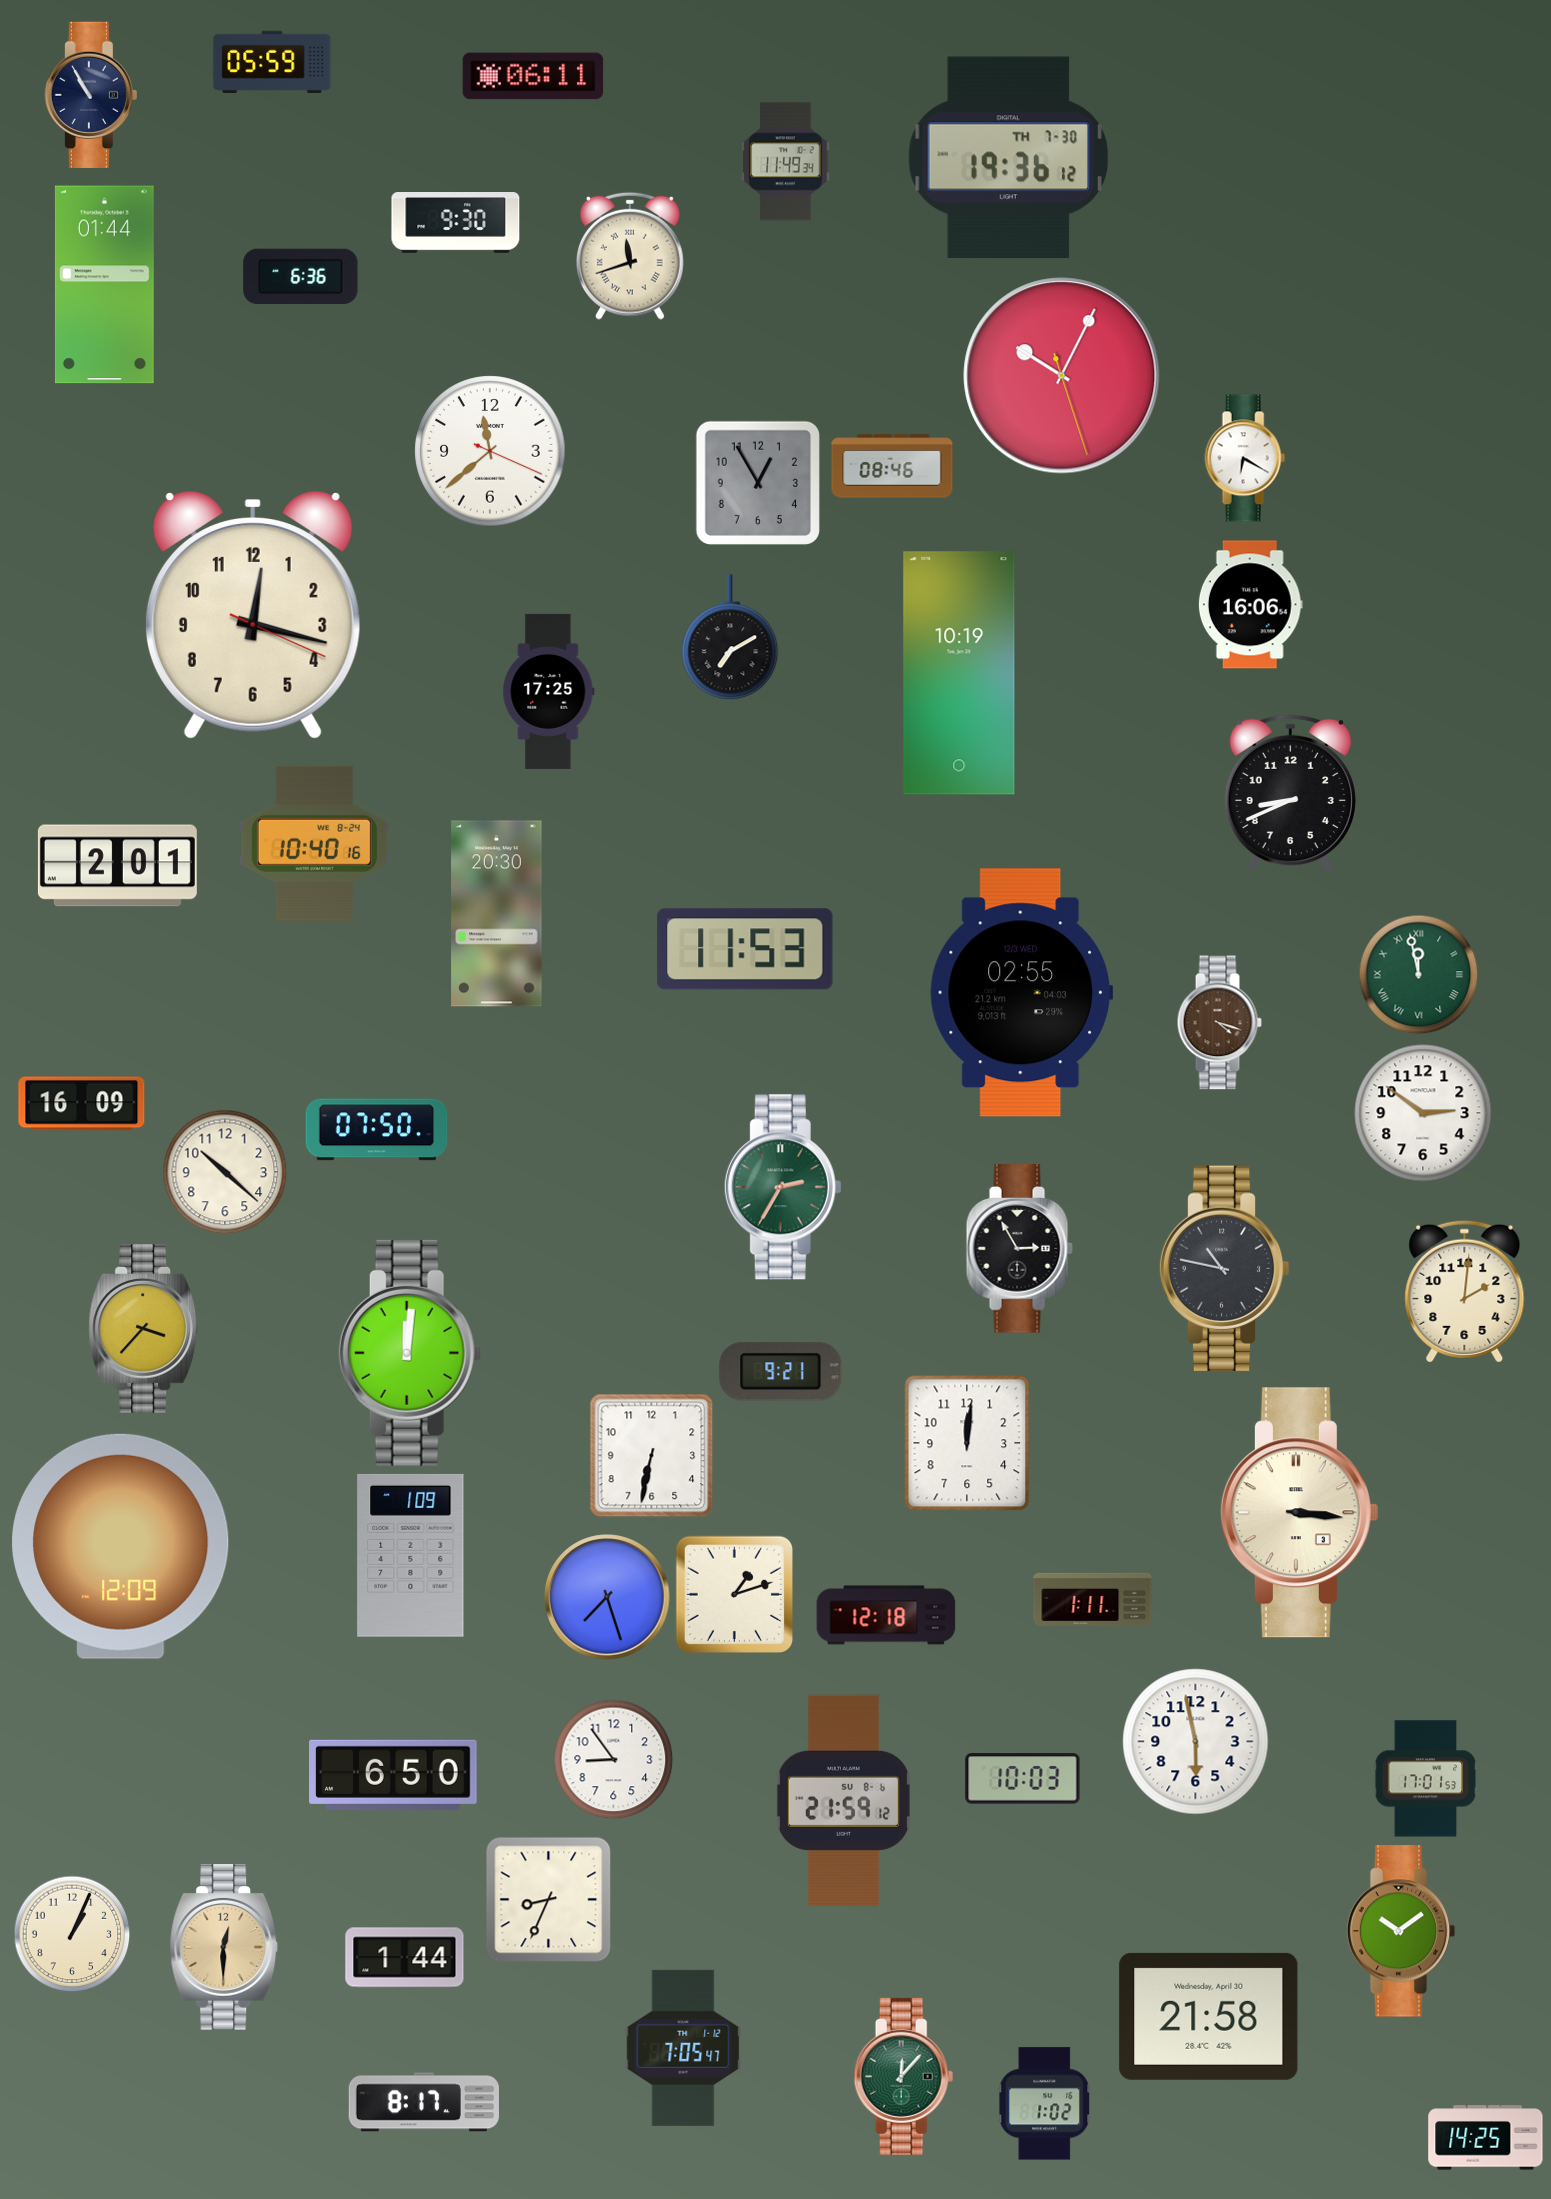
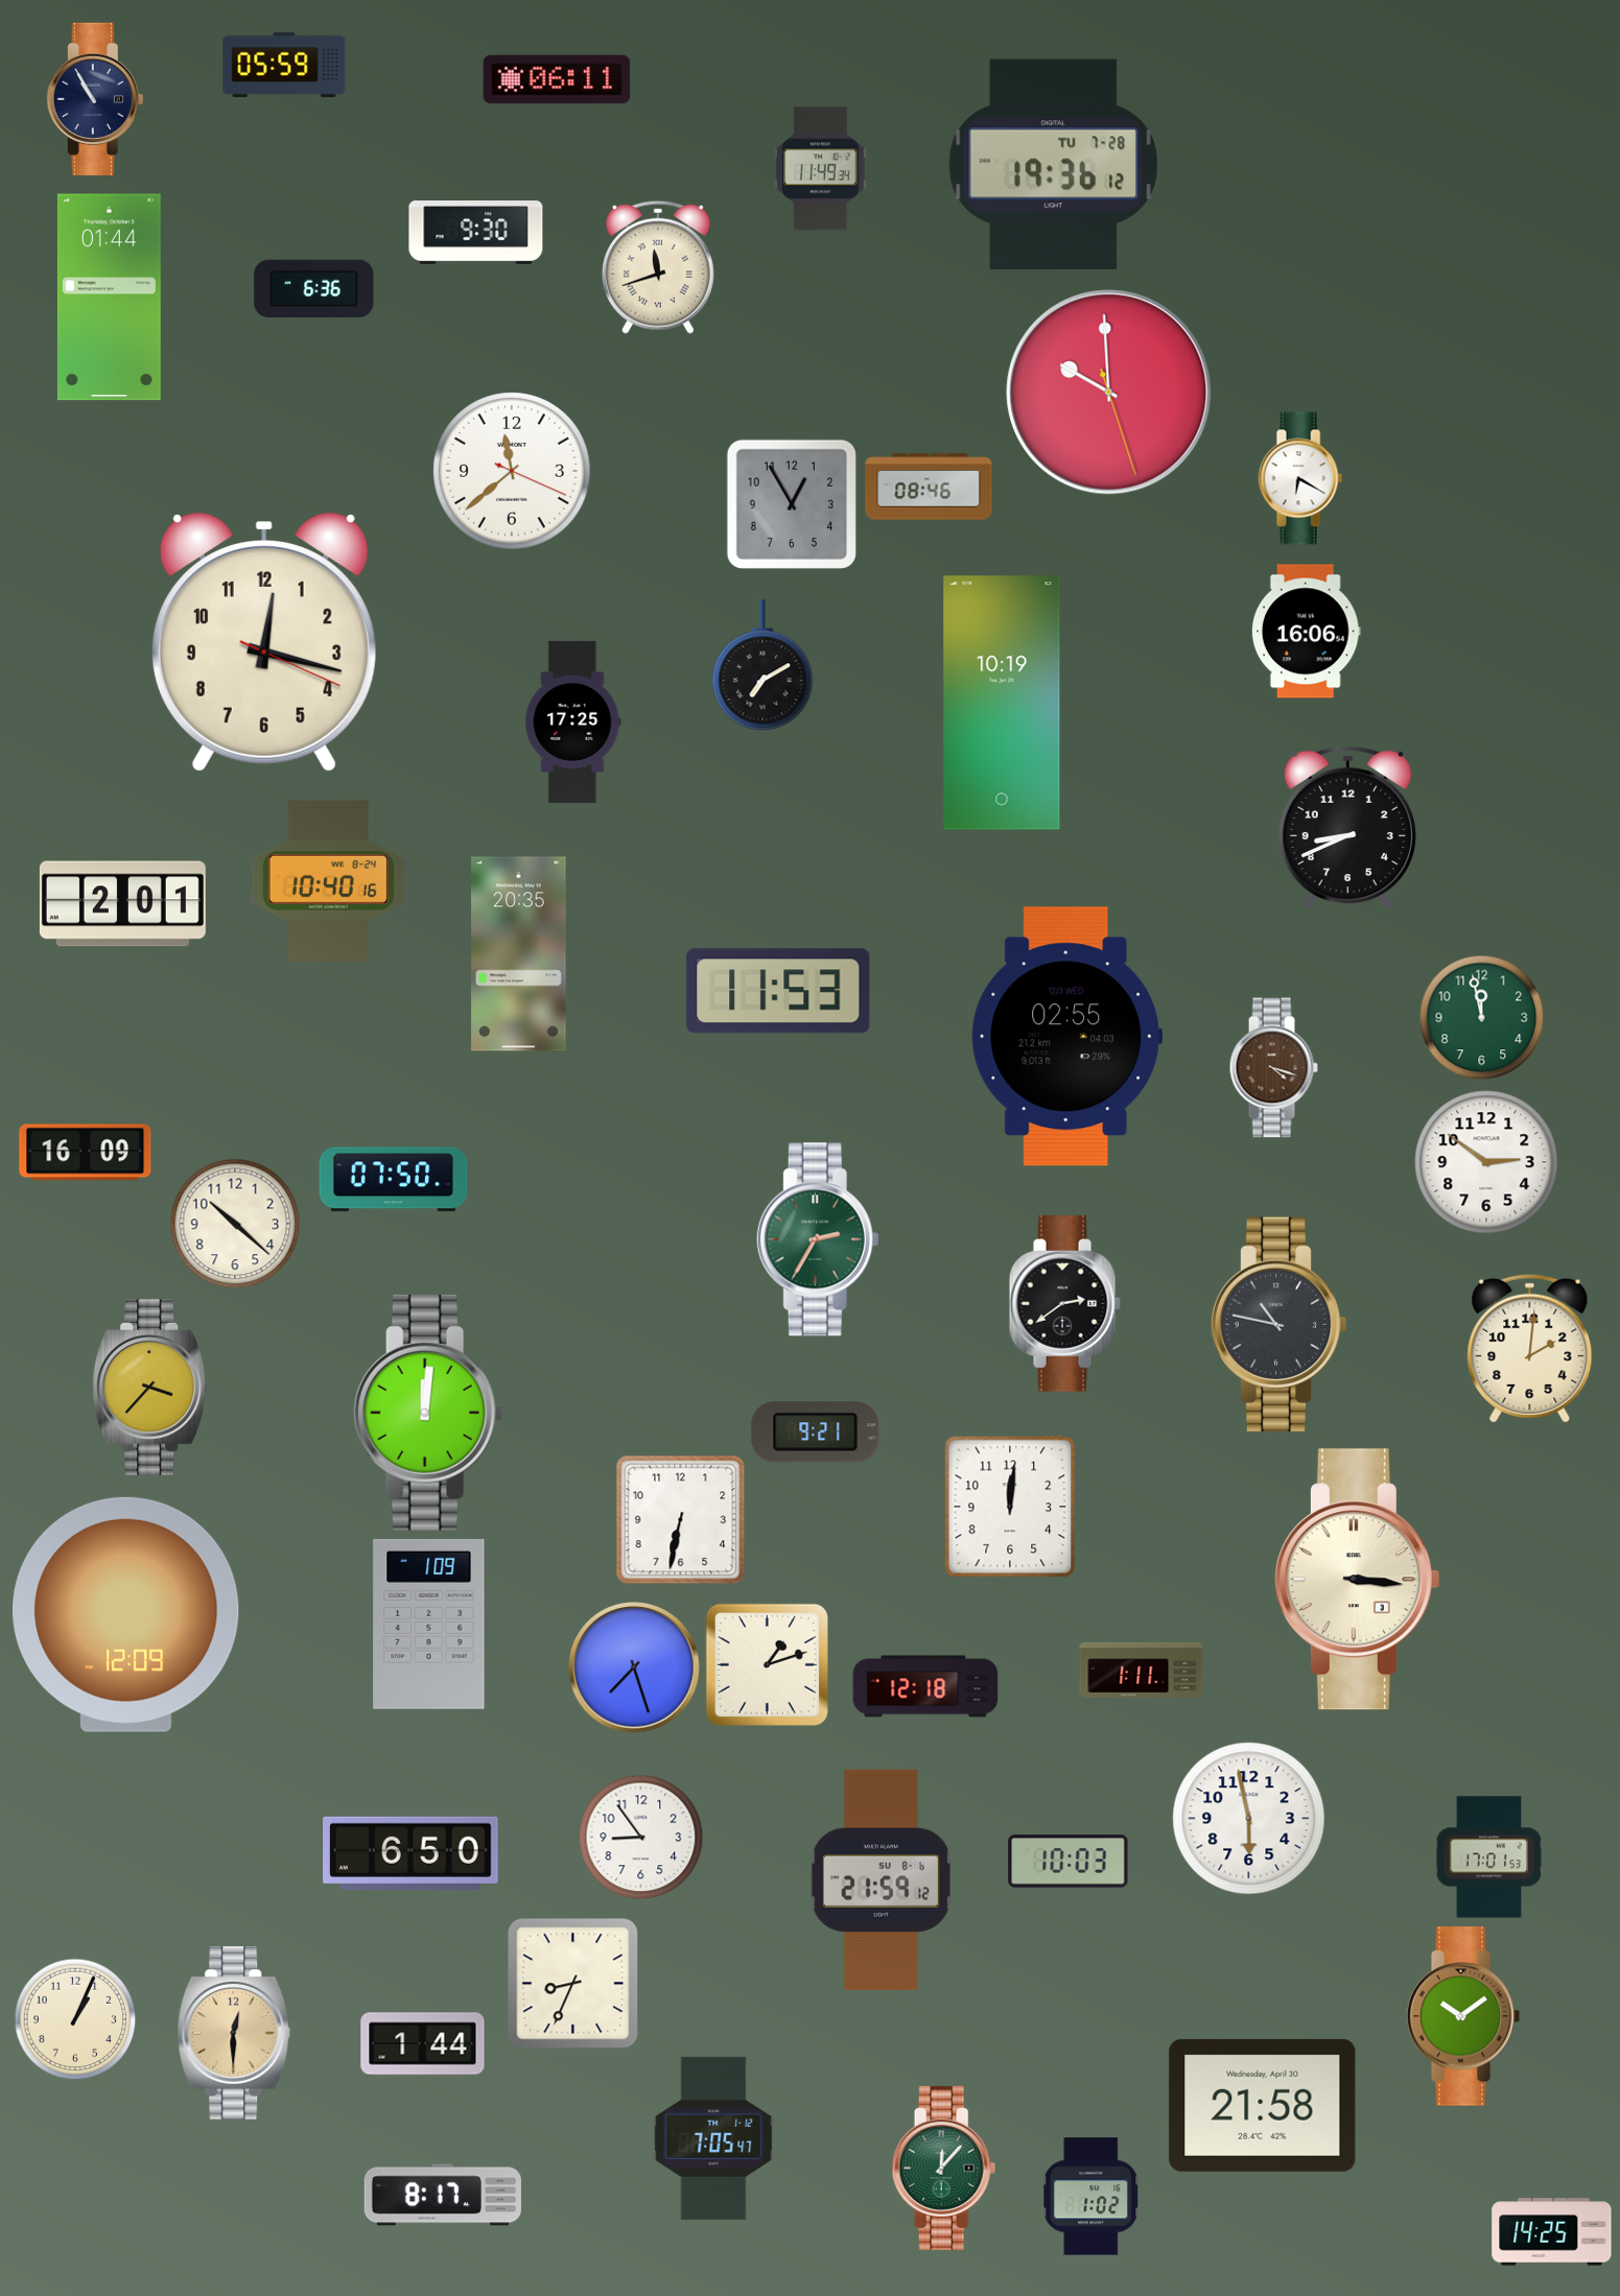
clock at (1008, 158) date: TH 7-30 -> TU 7-28
clock at (1062, 376): 10:04 -> 9:59
clock at (892, 466) position: (892, 466) -> (929, 487)
clock at (497, 914): 20:30 -> 20:35
clock at (1418, 974) numerals: Roman -> Arabic
clock at (1019, 1249): 2:55 -> 2:39
clock at (1023, 1779) position: (1023, 1779) -> (1069, 1862)
